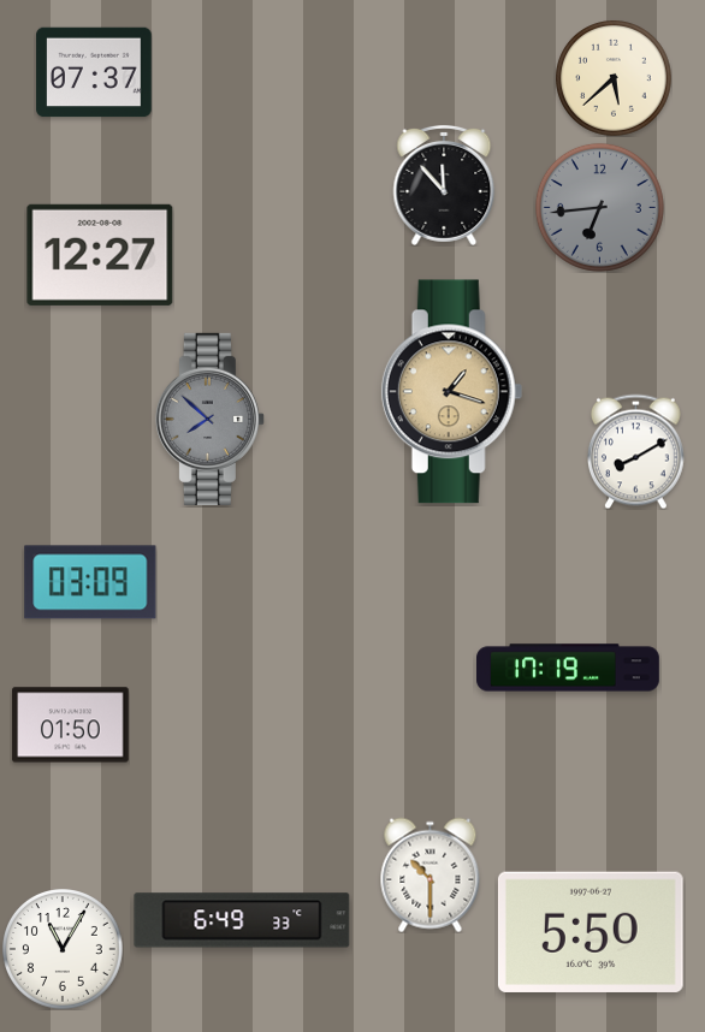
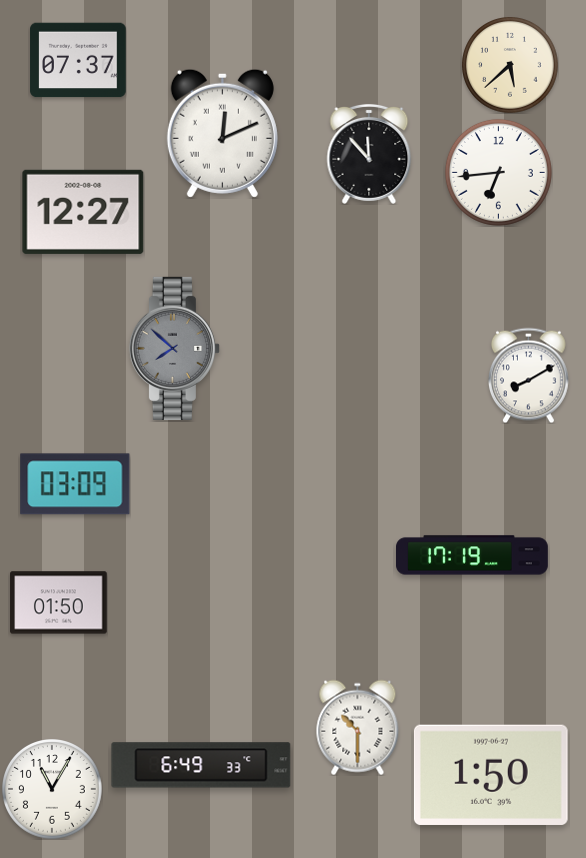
clock at (222, 133): none -> 12:11
clock at (599, 207) dial: grey -> white
clock at (452, 392): 1:18 -> none
clock at (591, 932): 5:50 -> 1:50
